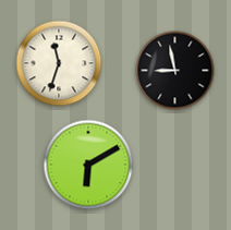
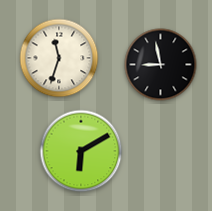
clock at (59, 63) position: (59, 63) -> (59, 58)
